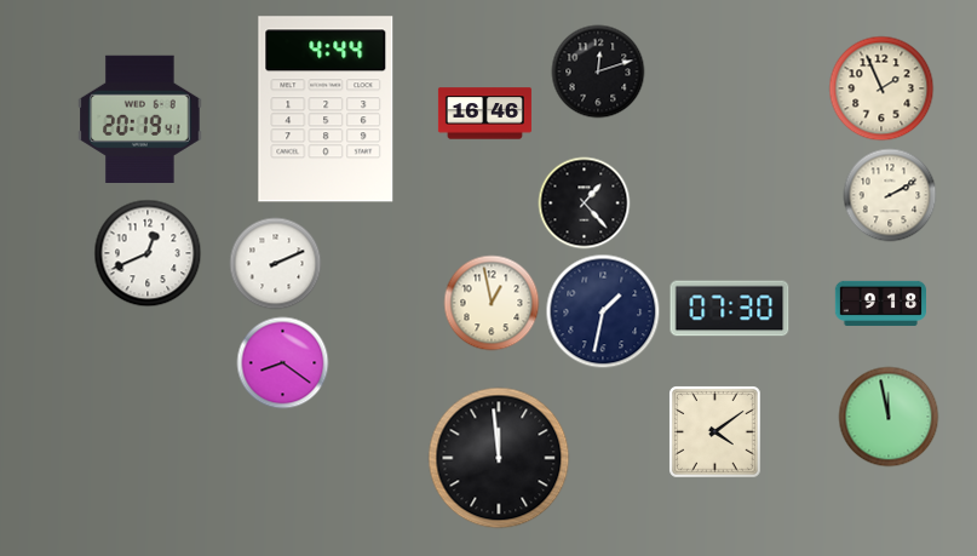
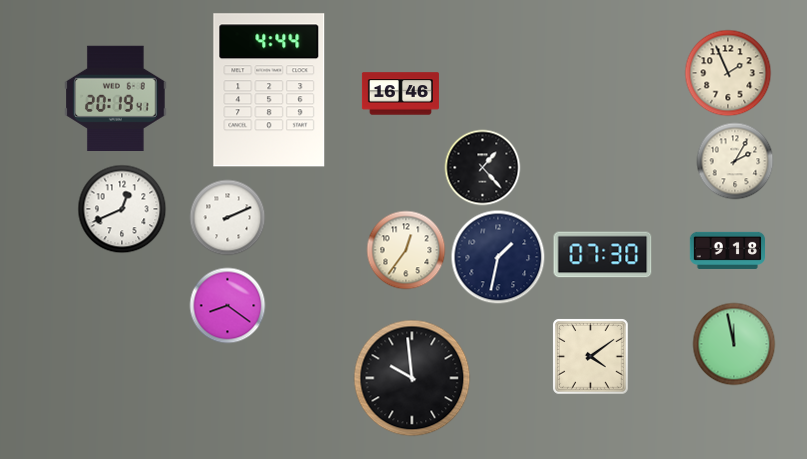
clock at (598, 71): 12:12 -> none
clock at (890, 195): 2:10 -> 2:05
clock at (492, 303): 12:58 -> 12:36
clock at (283, 363) position: (283, 363) -> (228, 306)
clock at (499, 458): 11:59 -> 9:59
